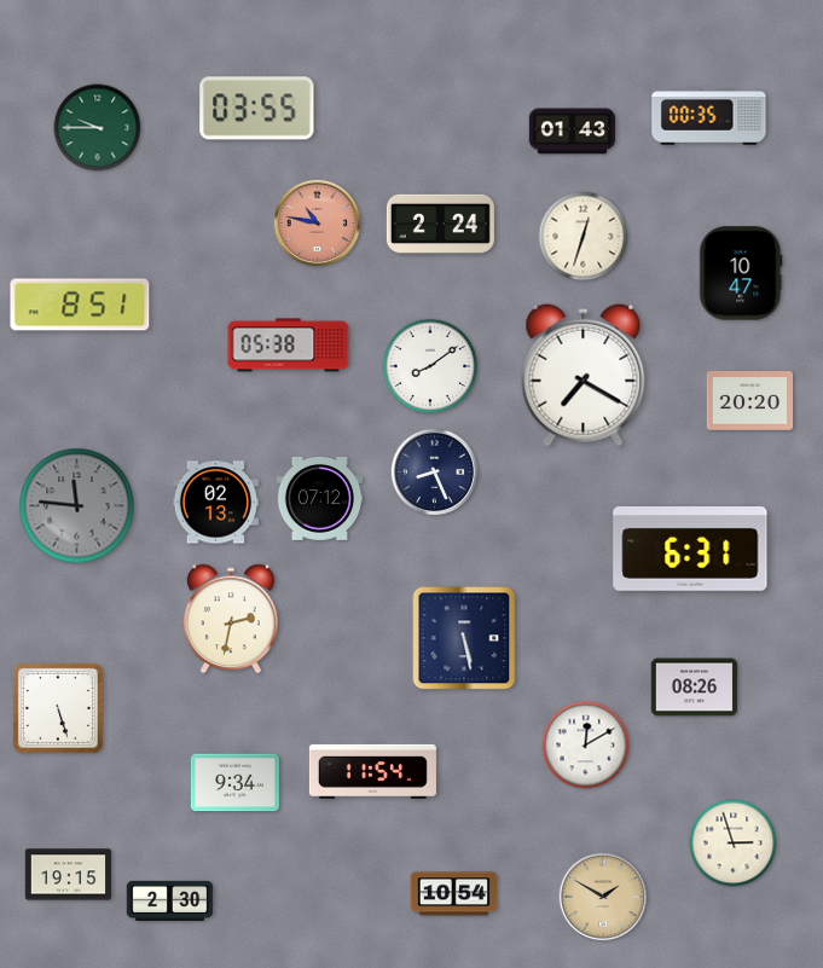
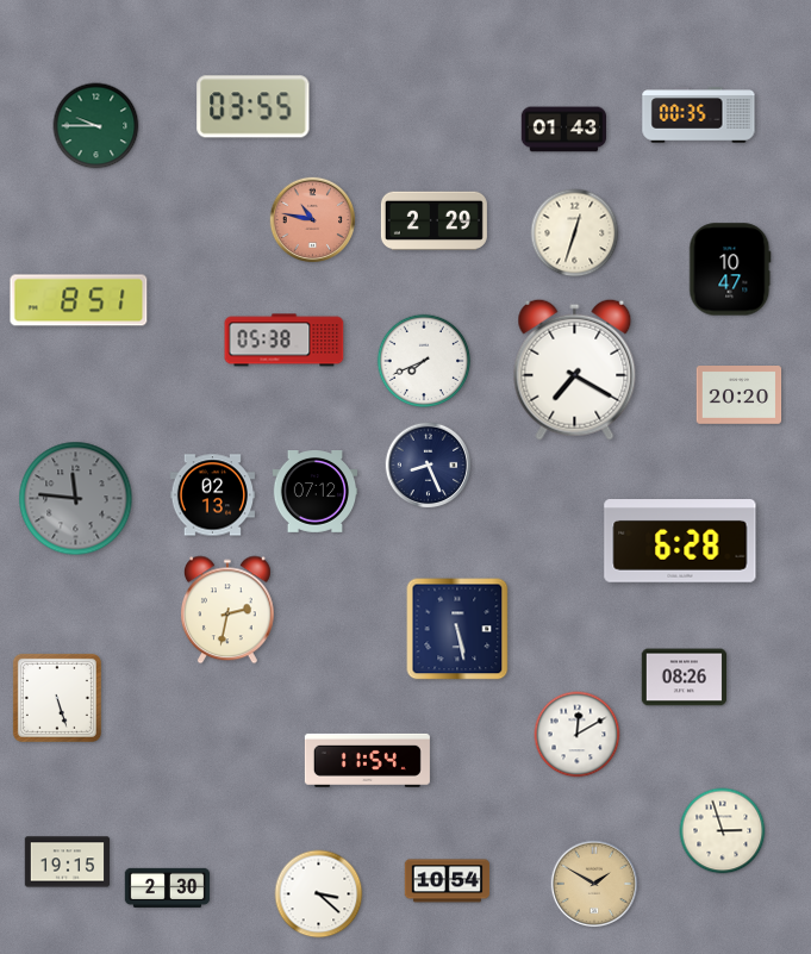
clock at (440, 224): 2:24 -> 2:29
clock at (430, 366): 8:09 -> 7:41
clock at (690, 550): 6:31 -> 6:28
clock at (234, 783): 9:34 -> none
clock at (319, 894): none -> 3:22
